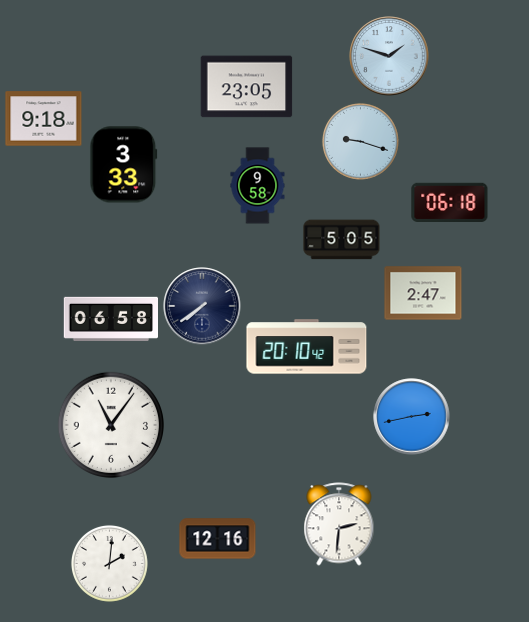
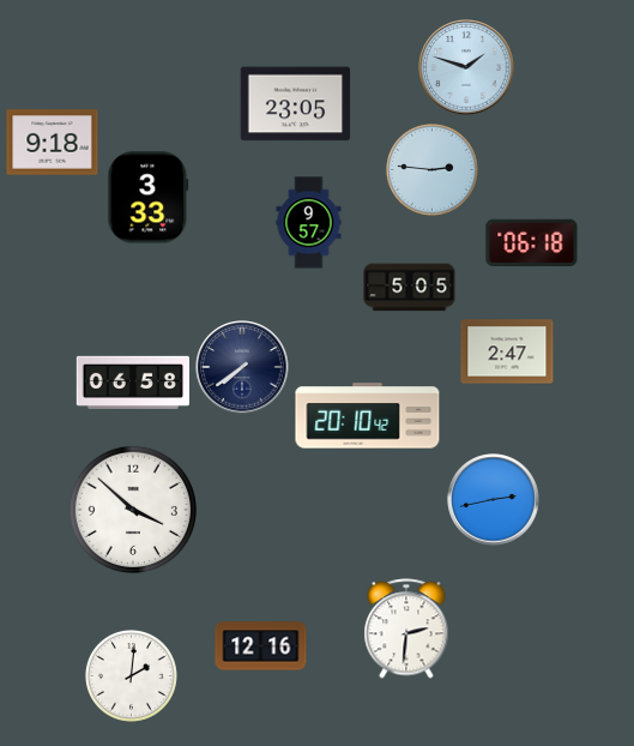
clock at (360, 141): 9:18 -> 2:46
clock at (258, 186): 9:58 -> 9:57
clock at (450, 203) position: (450, 203) -> (532, 243)
clock at (110, 424): 11:06 -> 3:52
